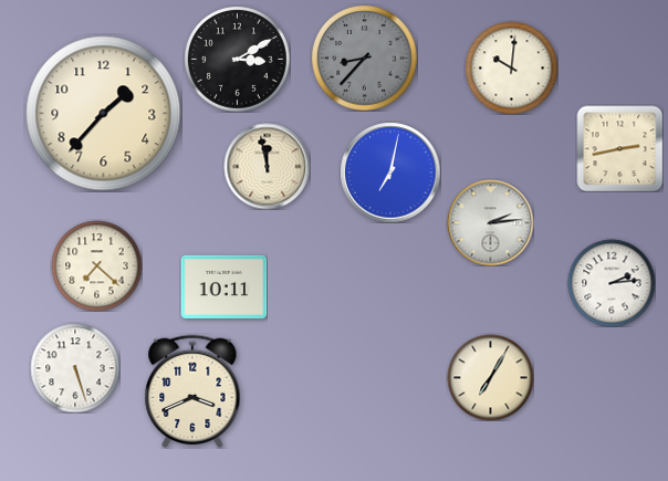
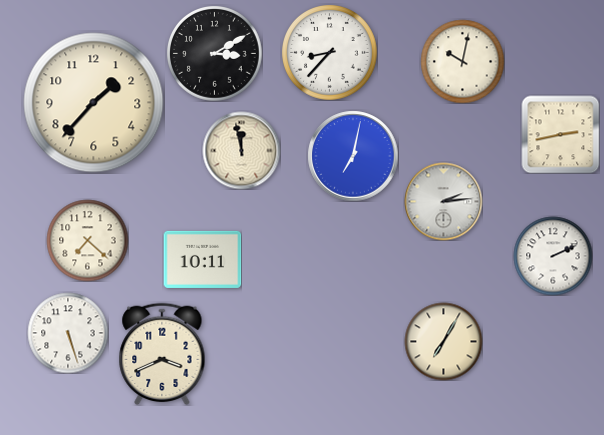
clock at (365, 59) dial: grey -> white
clock at (511, 67): 10:01 -> 10:02
clock at (612, 283): 2:14 -> 2:11
clock at (192, 391) position: (192, 391) -> (162, 354)
